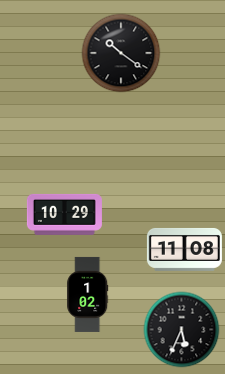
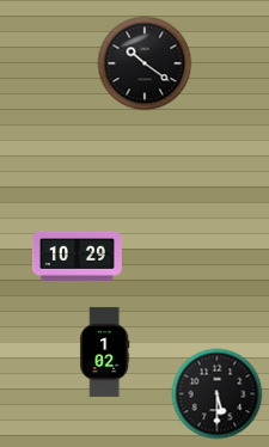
clock at (184, 249): 11:08 -> none
clock at (182, 330): 5:34 -> 5:30
